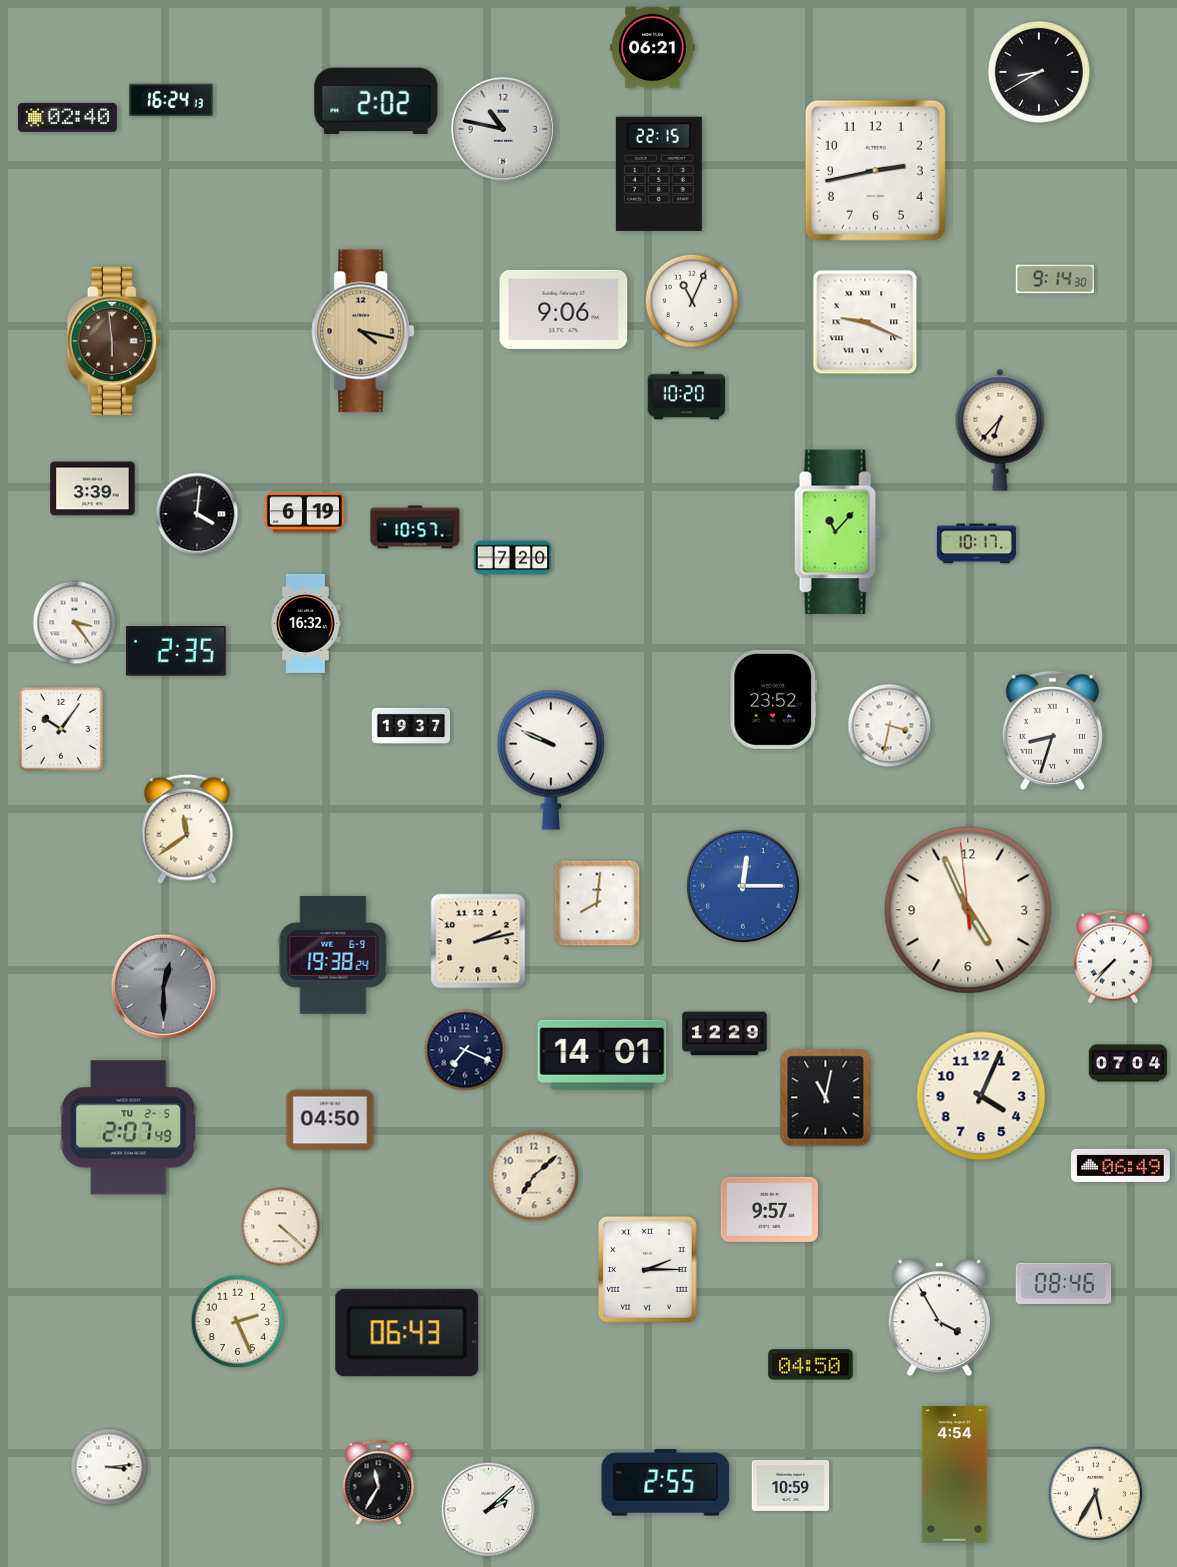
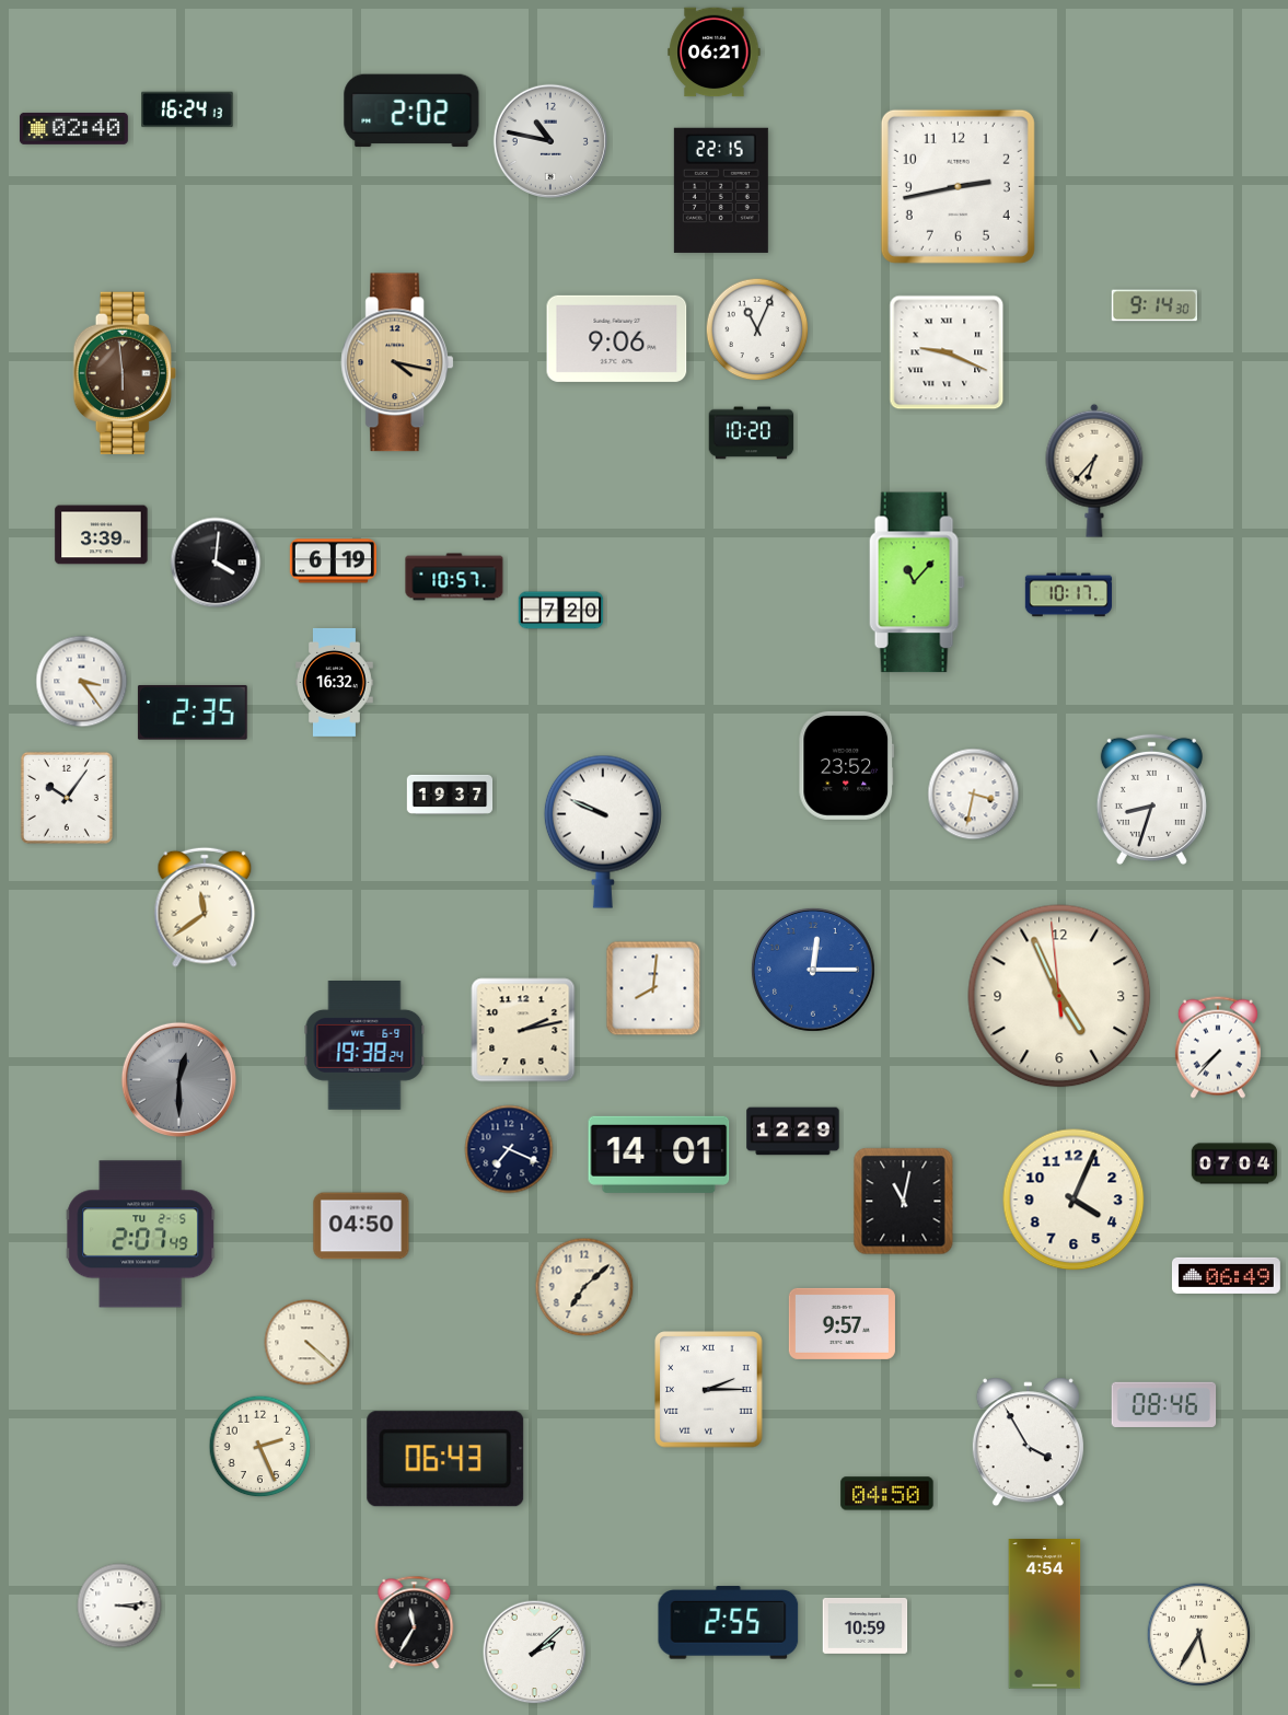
clock at (1039, 72): 8:40 -> none
